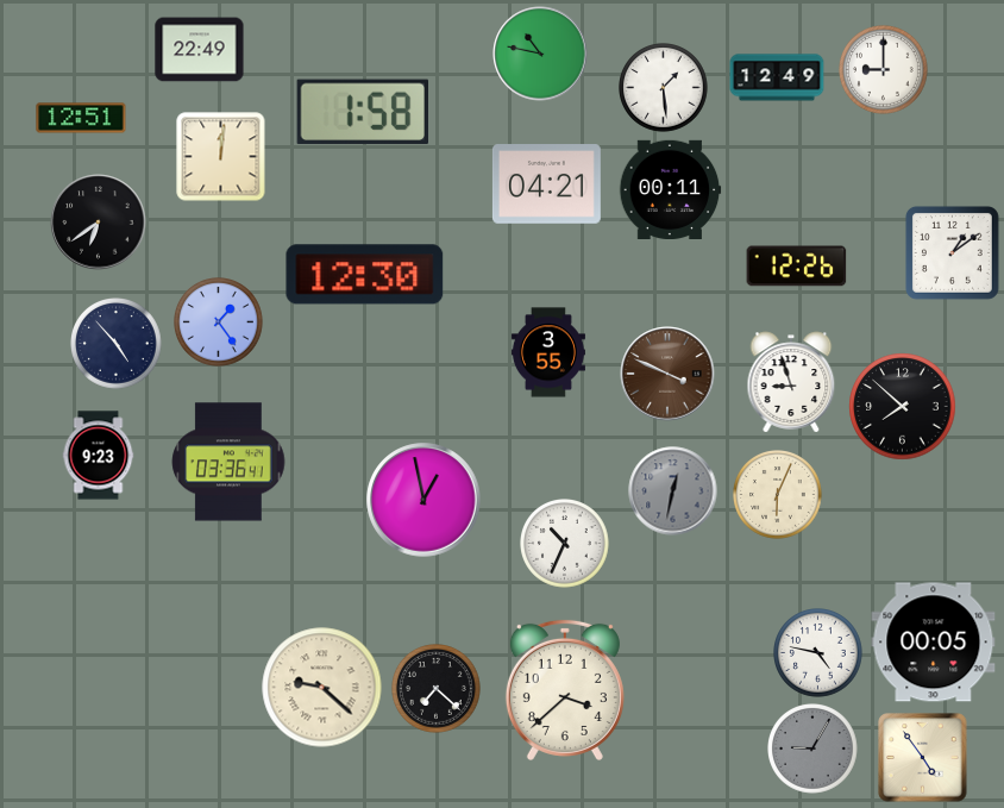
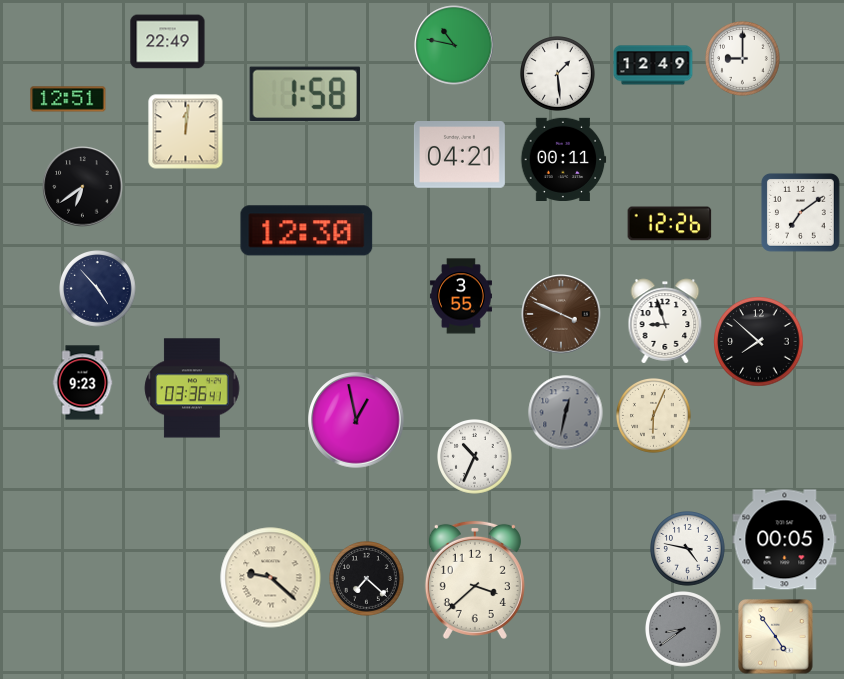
clock at (952, 252): 1:09 -> 7:09
clock at (219, 322): 1:24 -> none
clock at (814, 750): 9:05 -> 8:39
